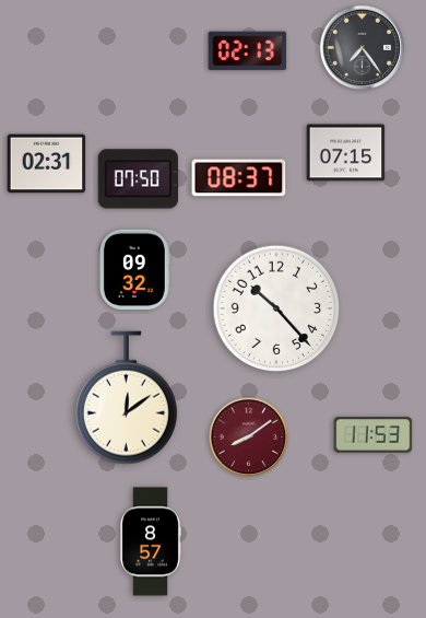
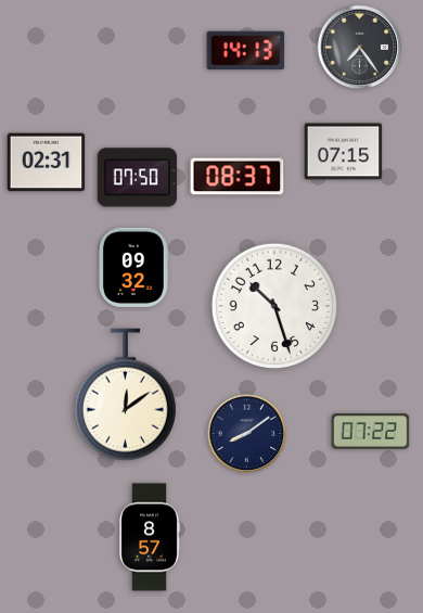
clock at (248, 51): 02:13 -> 14:13
clock at (276, 308): 10:23 -> 10:27
clock at (374, 435): 11:53 -> 07:22
clock at (249, 438) dial: burgundy -> navy
